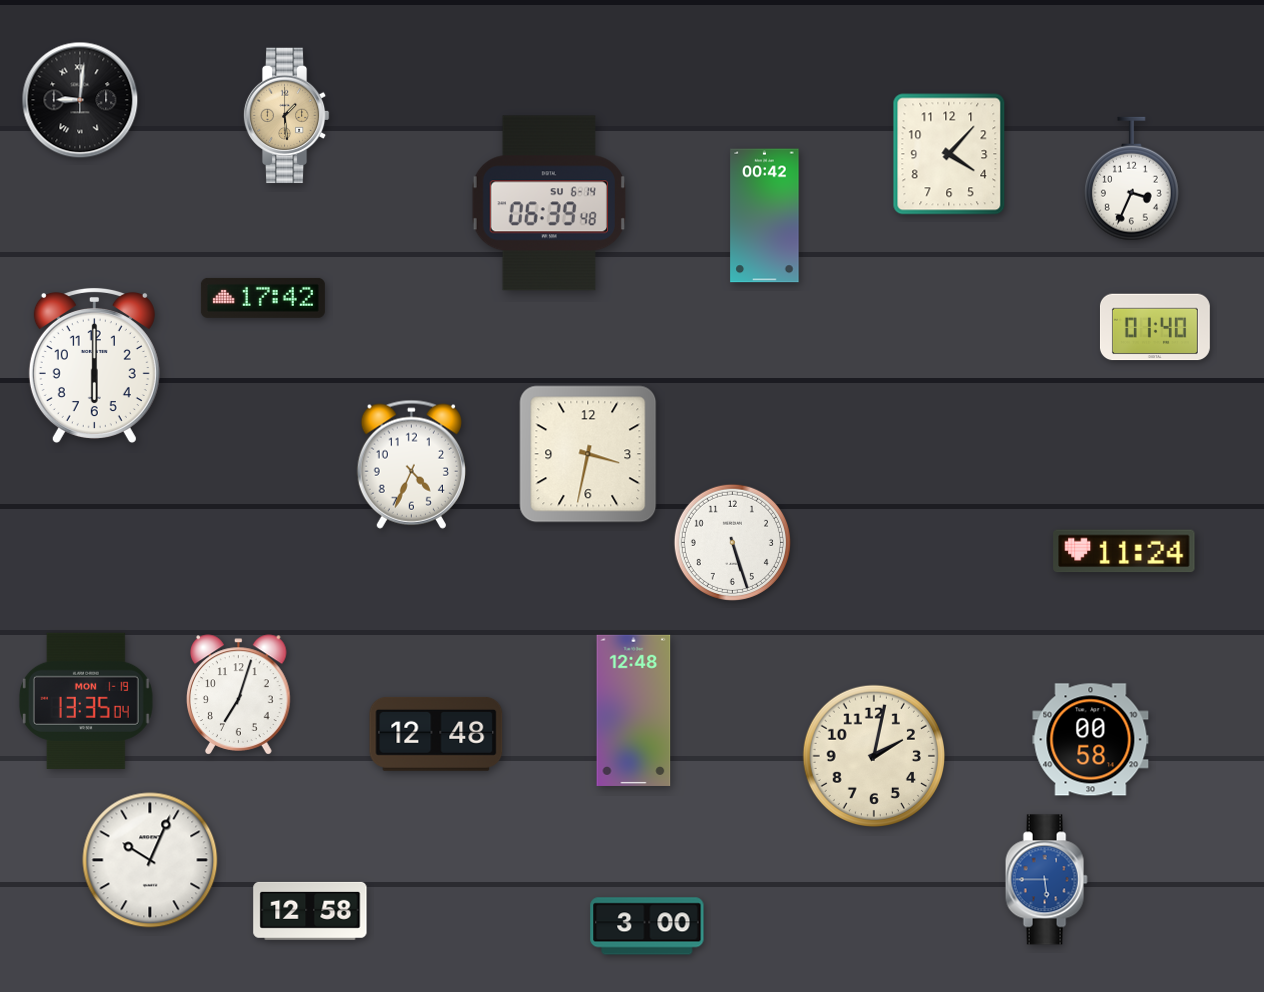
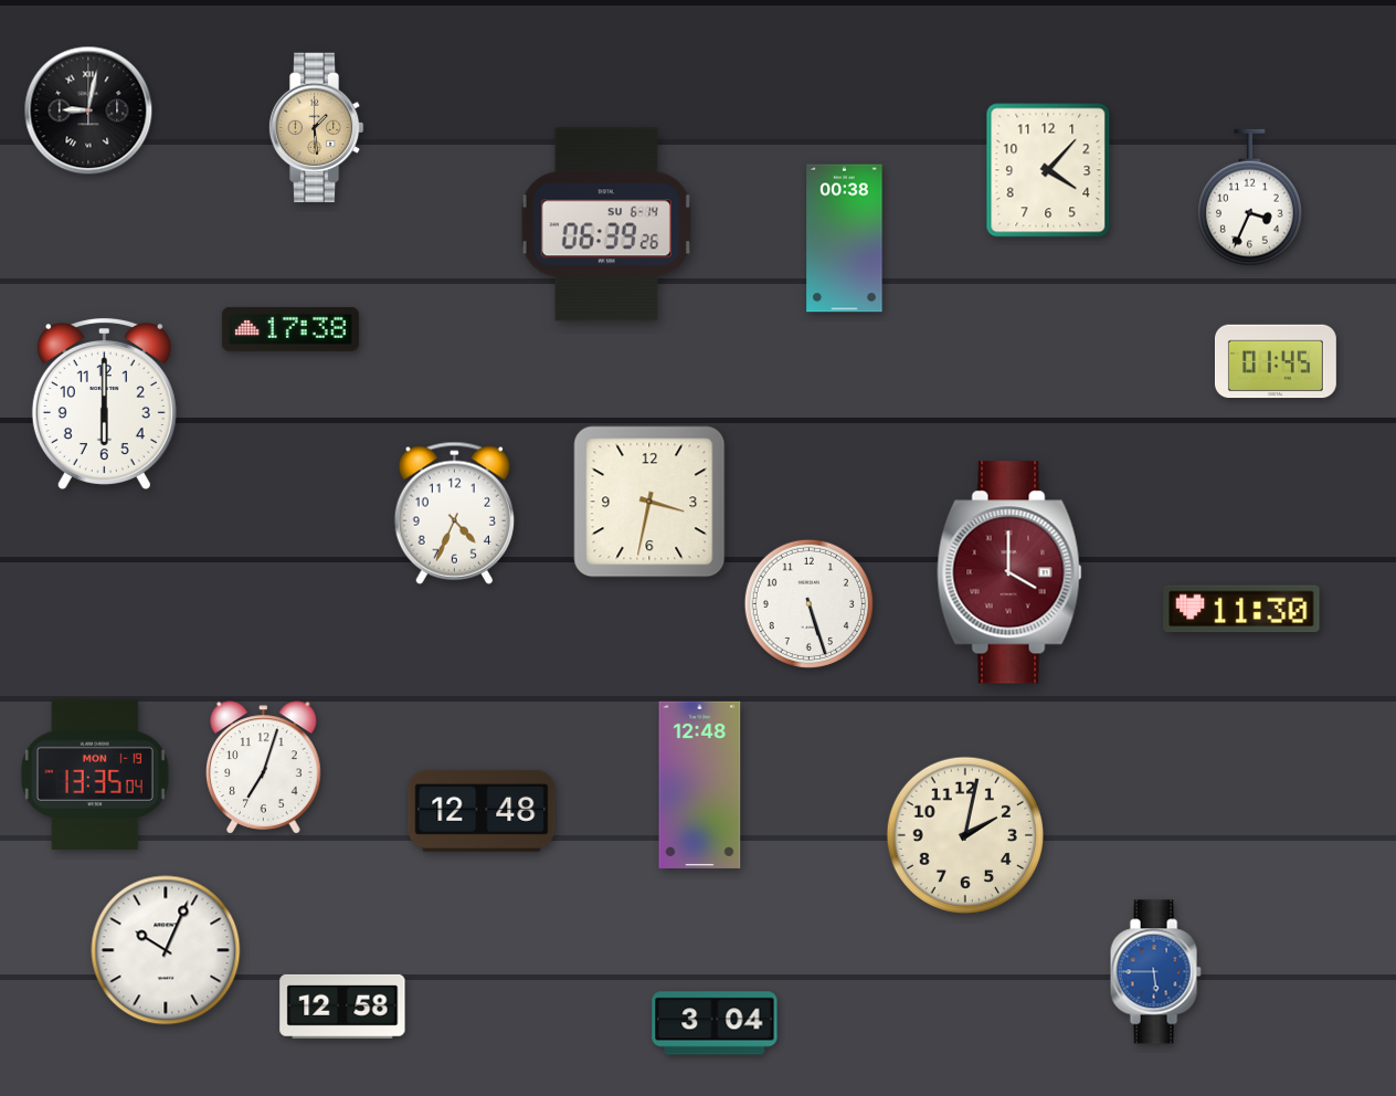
clock at (80, 100): 9:01 -> 9:02
clock at (549, 203): 06:39:48 -> 06:39:26
clock at (765, 216): 00:42 -> 00:38
clock at (263, 298): 17:42 -> 17:38
clock at (1155, 327): 01:40 -> 01:45
clock at (1009, 572): none -> 4:00
clock at (732, 542) position: (732, 542) -> (808, 603)
clock at (1124, 551): 11:24 -> 11:30
clock at (1091, 740): 00:58 -> none
clock at (647, 926): 3:00 -> 3:04
